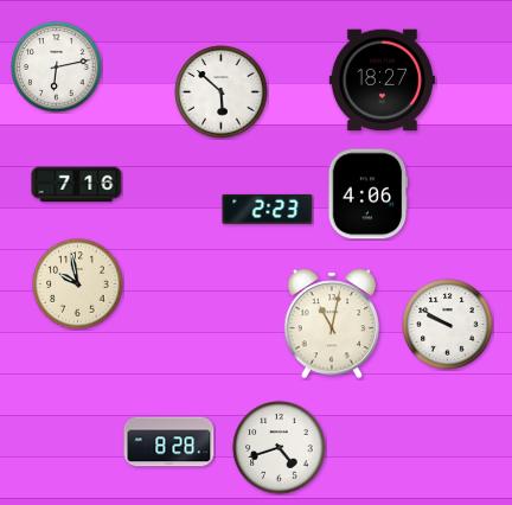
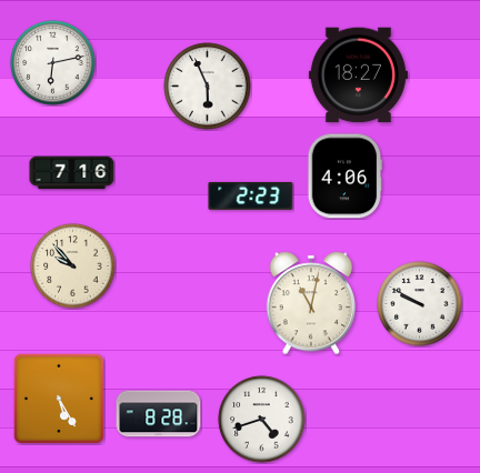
clock at (222, 92): 5:52 -> 5:56
clock at (369, 194) position: (369, 194) -> (346, 177)
clock at (78, 285): 9:58 -> 9:53
clock at (59, 399): none -> 5:25
